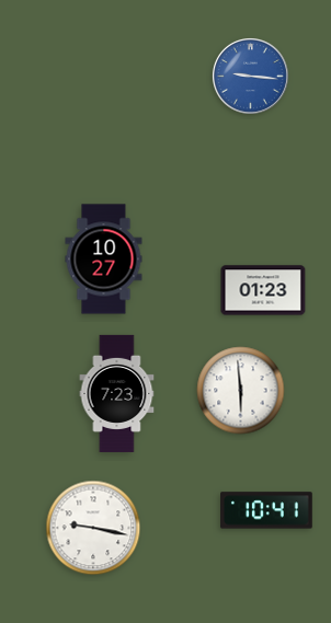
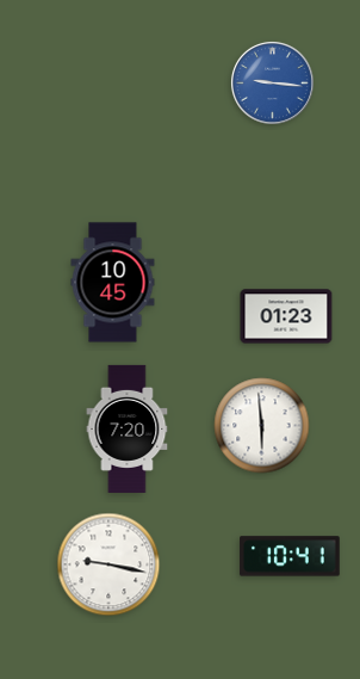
clock at (104, 259): 10:27 -> 10:45
clock at (117, 393): 7:23 -> 7:20
clock at (93, 528) position: (93, 528) -> (108, 564)
